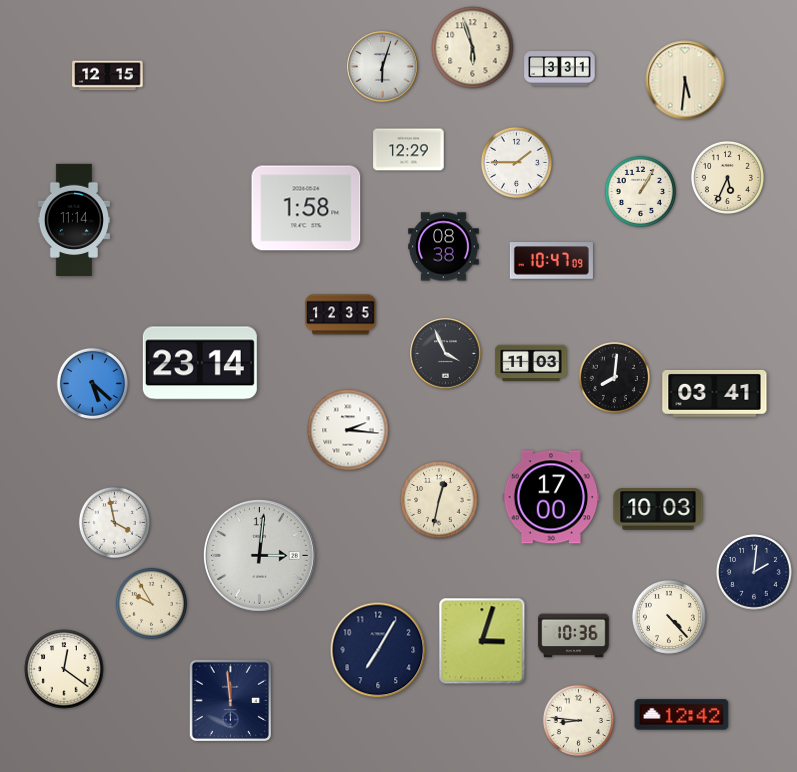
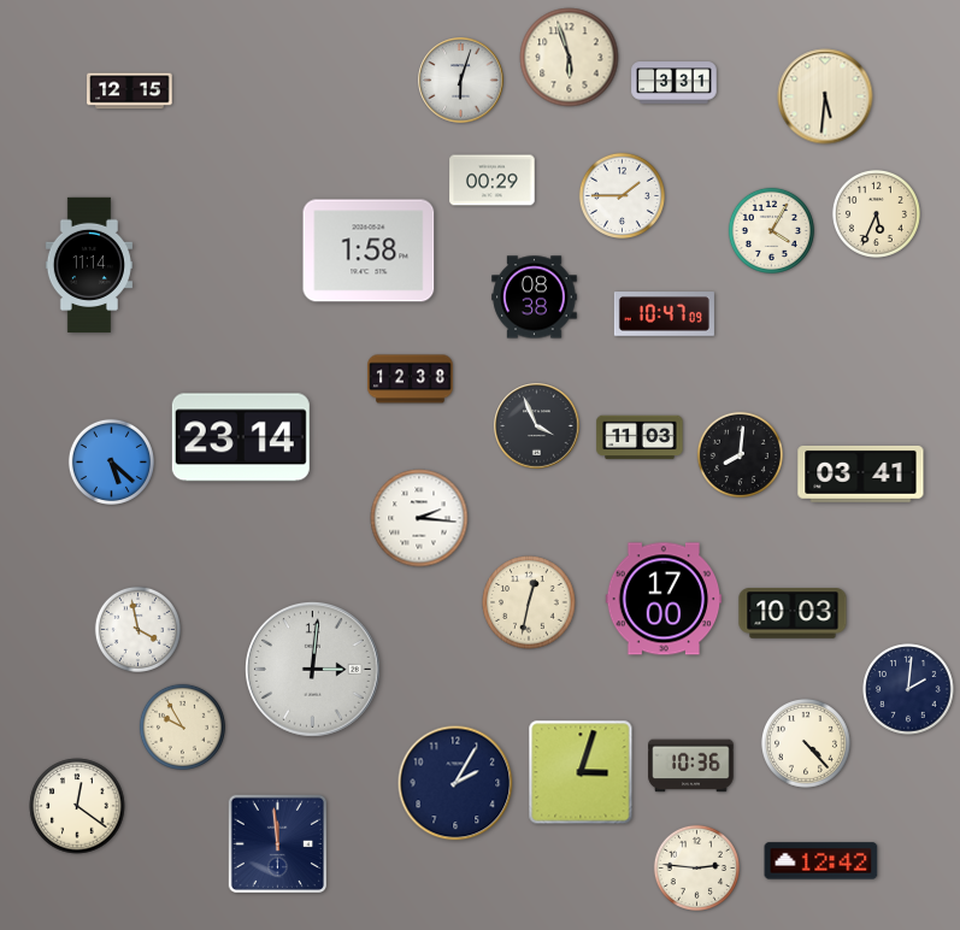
clock at (409, 150): 12:29 -> 00:29
clock at (640, 191): 1:05 -> 4:05
clock at (341, 315): 12:35 -> 12:38
clock at (378, 650): 7:05 -> 2:05
clock at (578, 720): 8:46 -> 2:46
